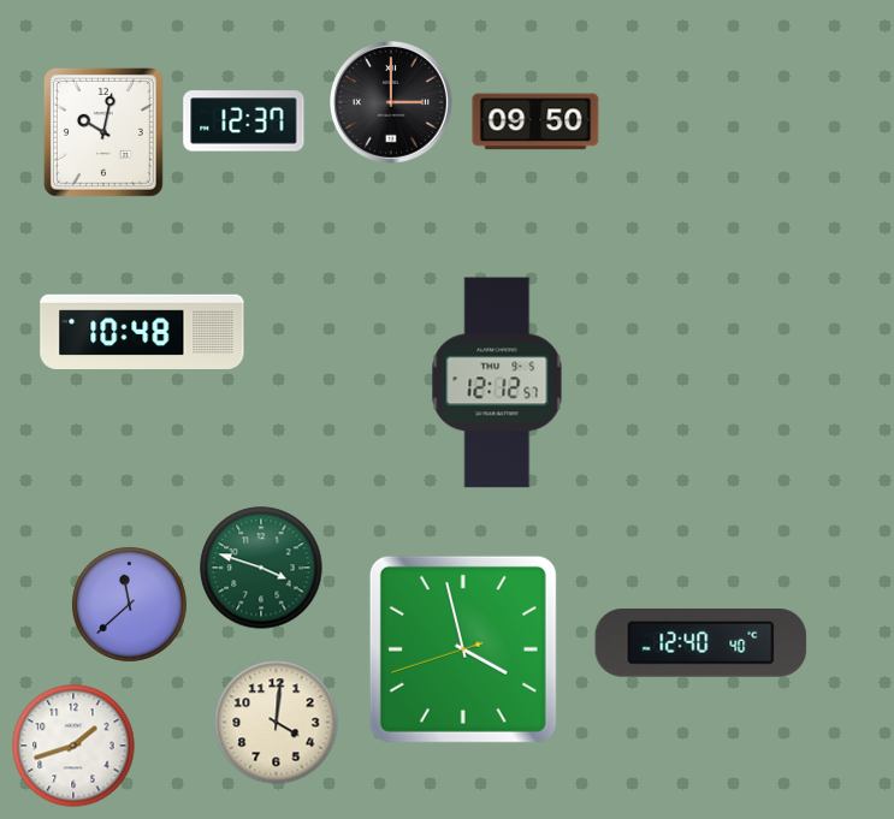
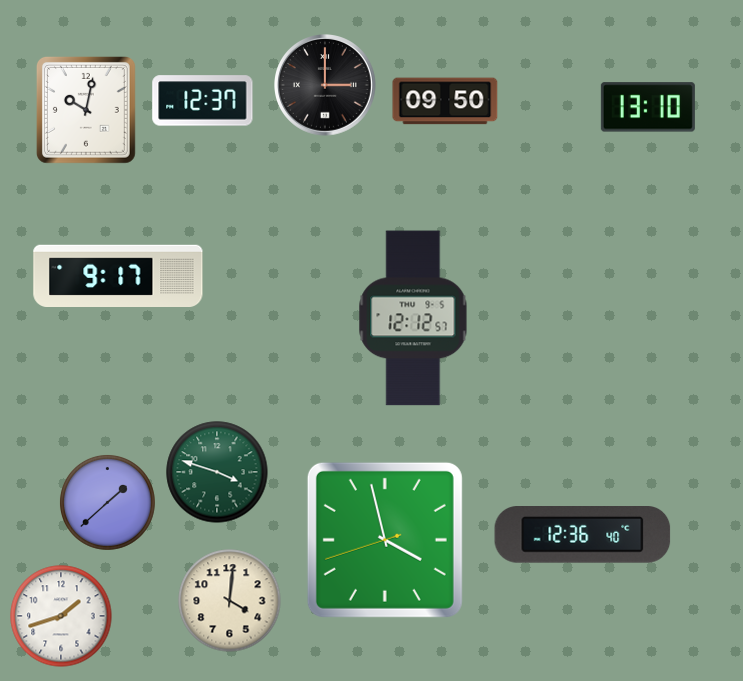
clock at (648, 107): none -> 13:10
clock at (142, 331): 10:48 -> 9:17
clock at (129, 604): 11:38 -> 1:38
clock at (701, 643): 12:40 -> 12:36
clock at (73, 746) position: (73, 746) -> (61, 616)
